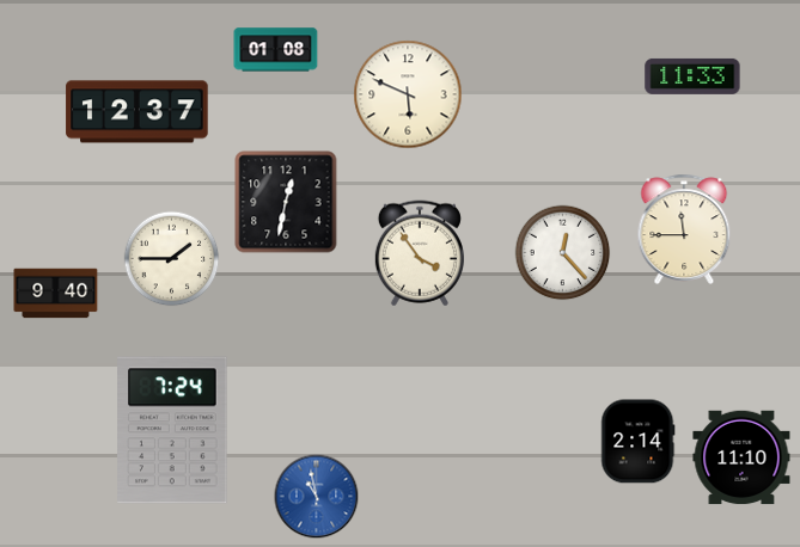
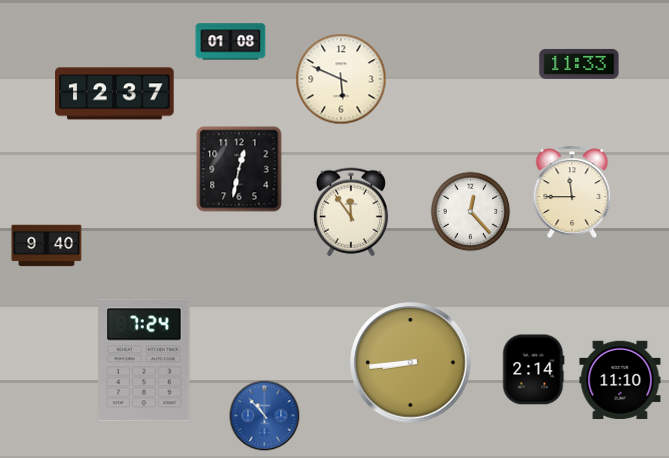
clock at (420, 253): 3:54 -> 11:54
clock at (172, 259): 1:45 -> none
clock at (411, 363): none -> 8:44
clock at (741, 457) position: (741, 457) -> (620, 380)
clock at (317, 497): 10:58 -> 10:53
